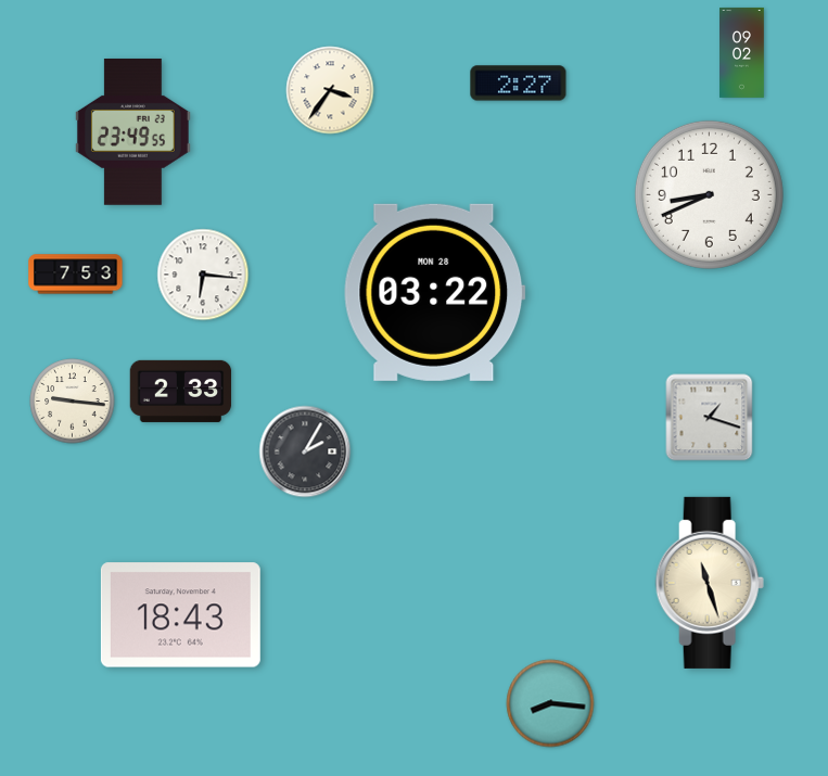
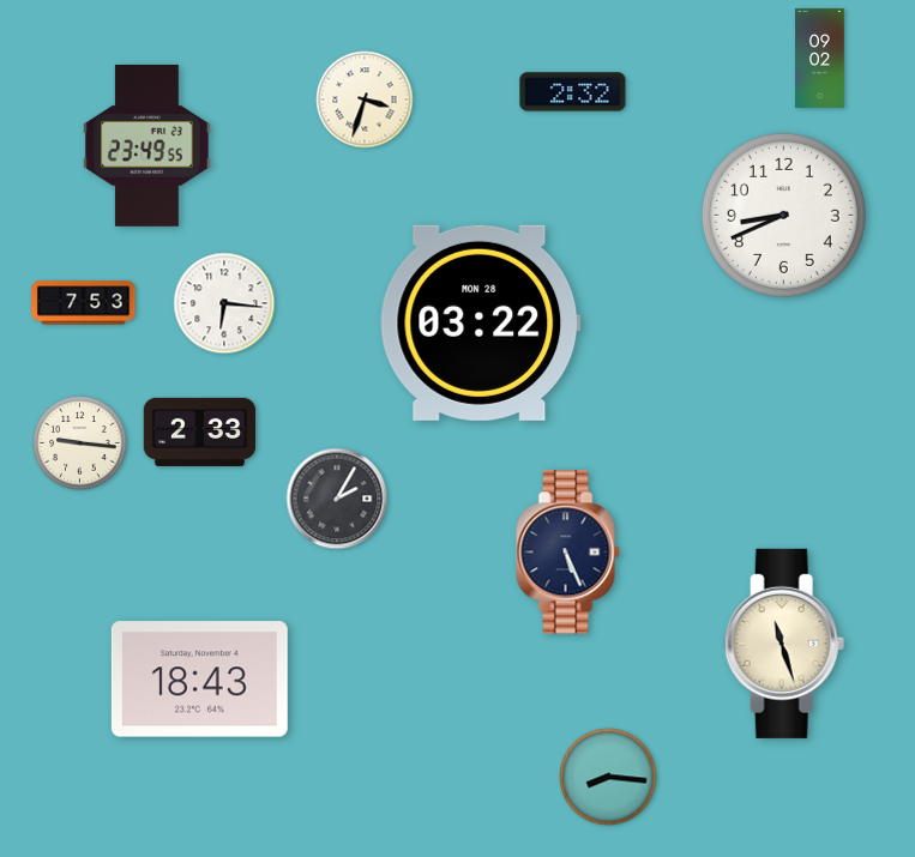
clock at (519, 84): 2:27 -> 2:32
clock at (330, 90): 3:36 -> 3:33
clock at (710, 418): 1:18 -> none
clock at (568, 553): none -> 5:26
